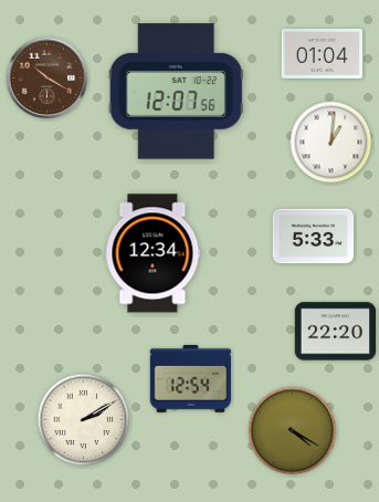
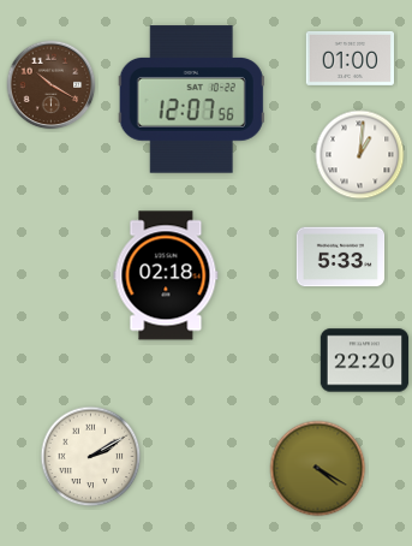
clock at (323, 53): 01:04 -> 01:00
clock at (152, 253): 12:34 -> 02:18
clock at (190, 378): 12:54 -> none
